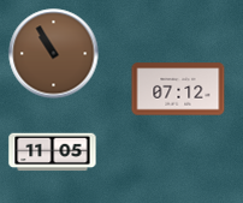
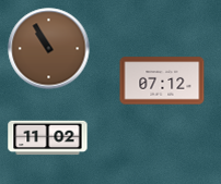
clock at (53, 153): 11:05 -> 11:02
